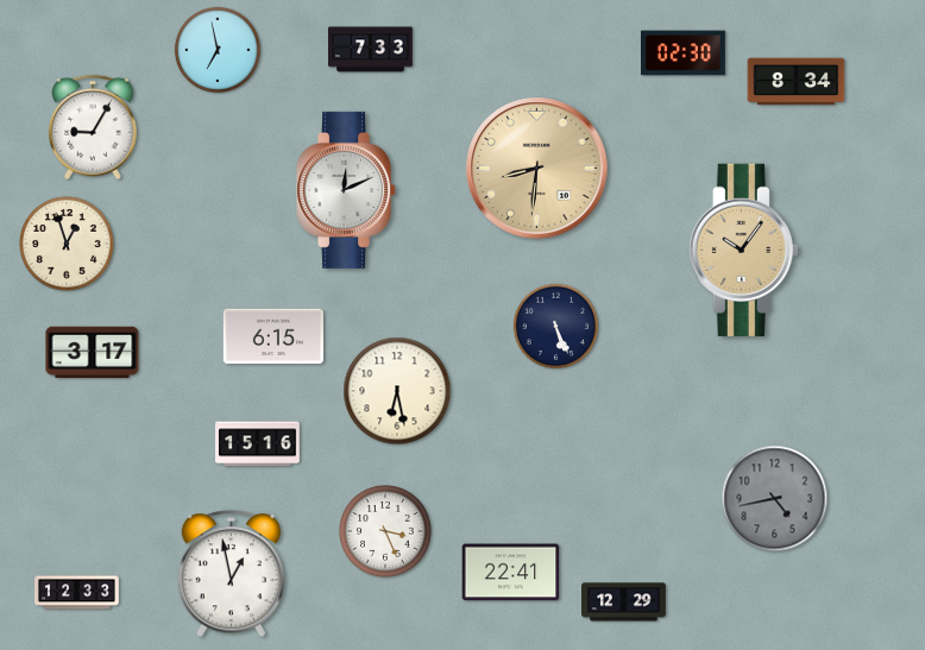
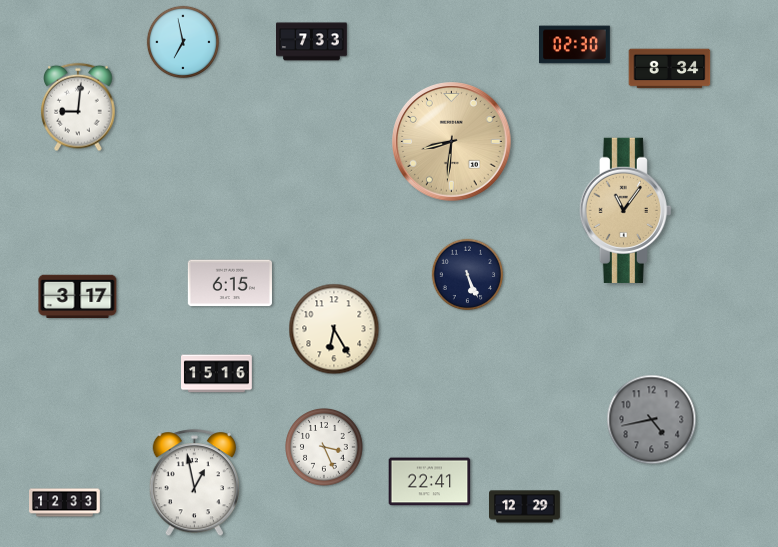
clock at (94, 127): 9:05 -> 9:01
clock at (347, 190): 12:11 -> none
clock at (67, 244): 12:57 -> none
clock at (743, 250): 10:06 -> 11:06
clock at (397, 391): 6:28 -> 6:25
clock at (77, 593) position: (77, 593) -> (65, 503)
